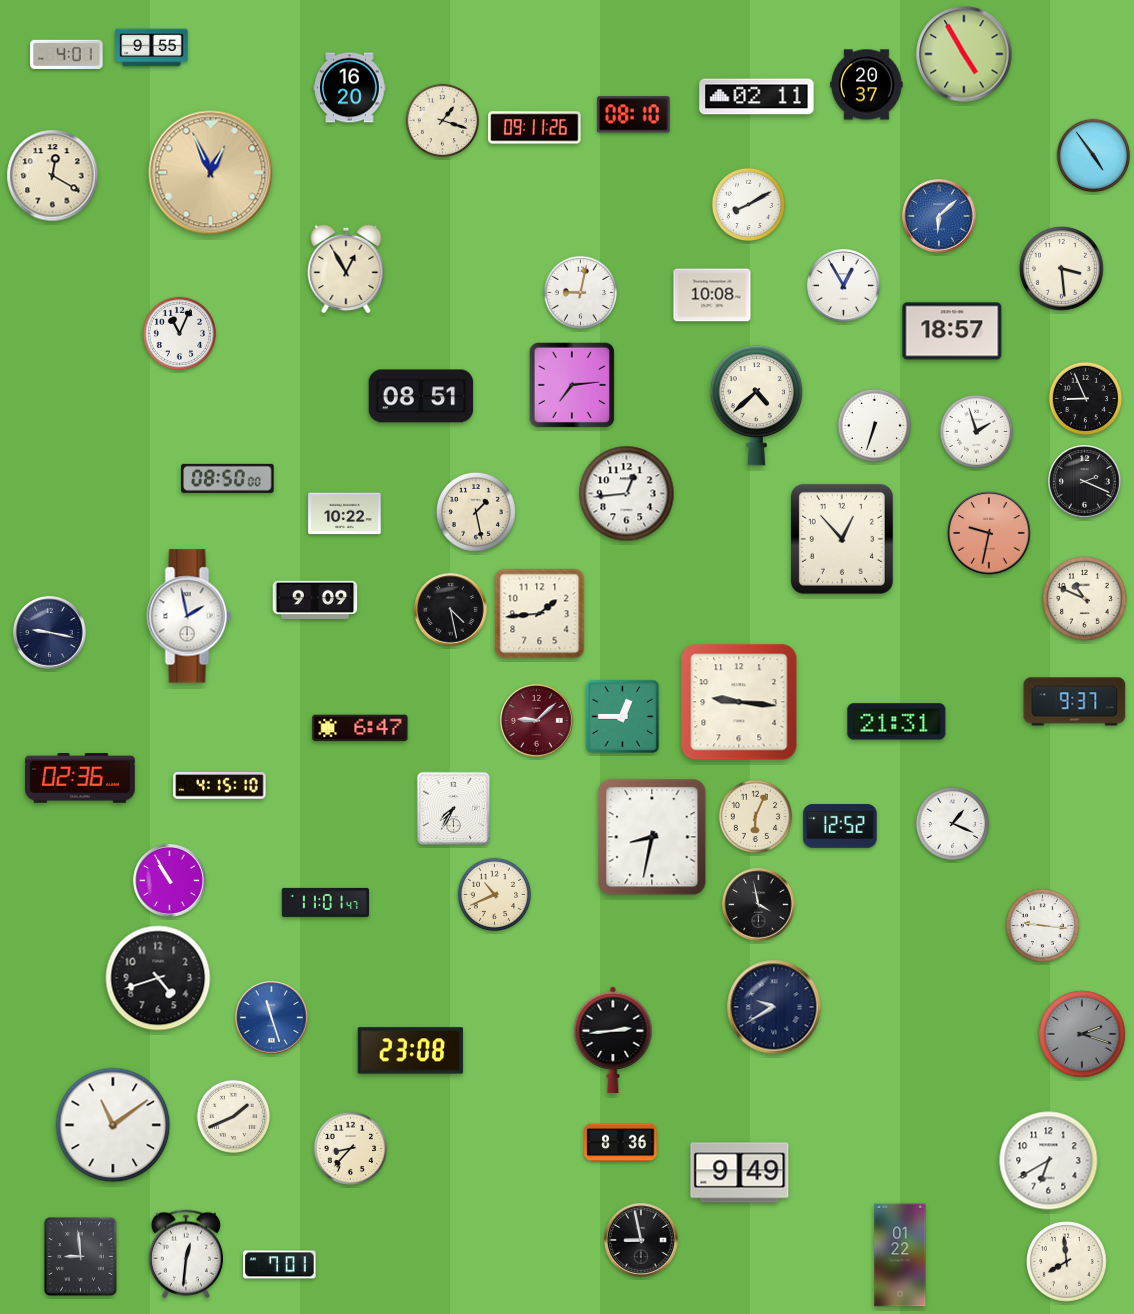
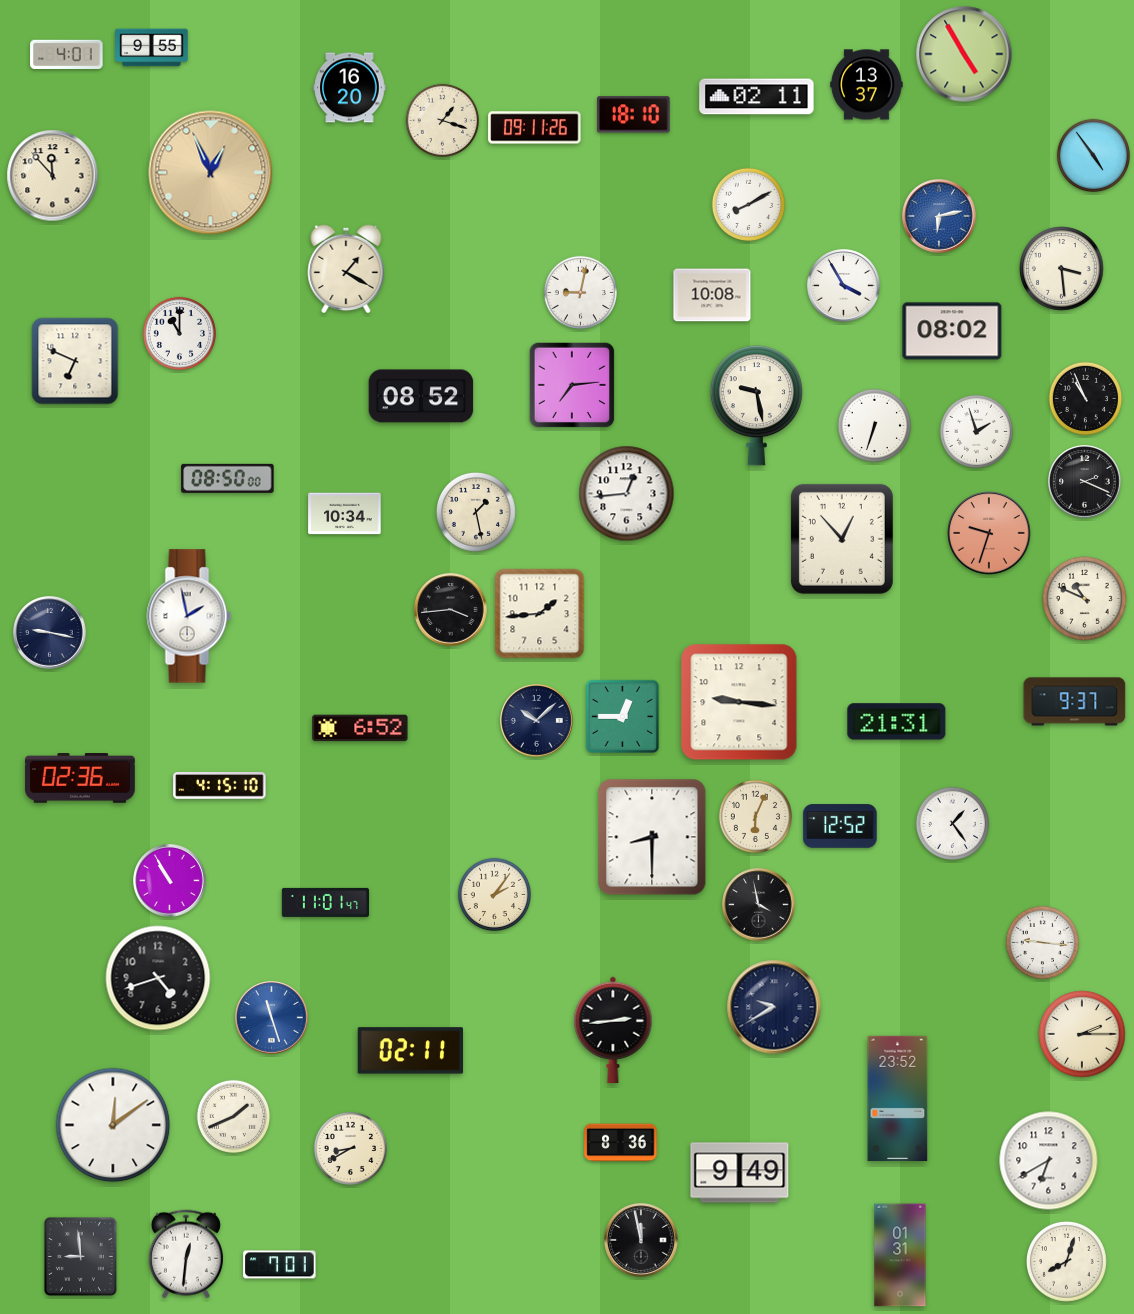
clock at (867, 85): 20:37 -> 13:37
clock at (634, 115): 08:10 -> 18:10
clock at (53, 176): 12:20 -> 11:53
clock at (939, 216): 6:08 -> 6:13
clock at (346, 269): 12:55 -> 1:20
clock at (844, 286): 12:55 -> 3:55
clock at (952, 331): 18:57 -> 08:02
clock at (179, 333): 11:04 -> 11:00
clock at (75, 361): none -> 6:49
clock at (421, 396): 08:51 -> 08:52
clock at (1085, 398): 8:56 -> 10:56
clock at (756, 406): 4:38 -> 9:28
clock at (345, 514): 10:22 -> 10:34
clock at (989, 533): 9:32 -> 9:33
clock at (315, 599): 9:09 -> none
clock at (451, 610): 4:28 -> 3:44
clock at (537, 721): 9:08 -> 10:08
clock at (537, 721) dial: burgundy -> navy
clock at (360, 728): 6:47 -> 6:52
clock at (454, 809): 7:35 -> none
clock at (952, 823): 1:19 -> 1:24
clock at (652, 837): 8:32 -> 8:30
clock at (494, 894): 10:41 -> 2:06
clock at (1042, 925) position: (1042, 925) -> (1042, 942)
clock at (1082, 1034): 2:18 -> 2:15
clock at (1082, 1034) dial: grey -> cream
clock at (613, 1039) position: (613, 1039) -> (613, 1029)
clock at (411, 1051): 23:08 -> 02:11
clock at (898, 1099): none -> 23:52
clock at (113, 1125): 11:09 -> 12:09
clock at (350, 1148): 8:37 -> 8:40
clock at (641, 1240): 8:58 -> 11:58
clock at (900, 1255): 01:22 -> 01:31
clock at (1067, 1262): 7:59 -> 8:03
